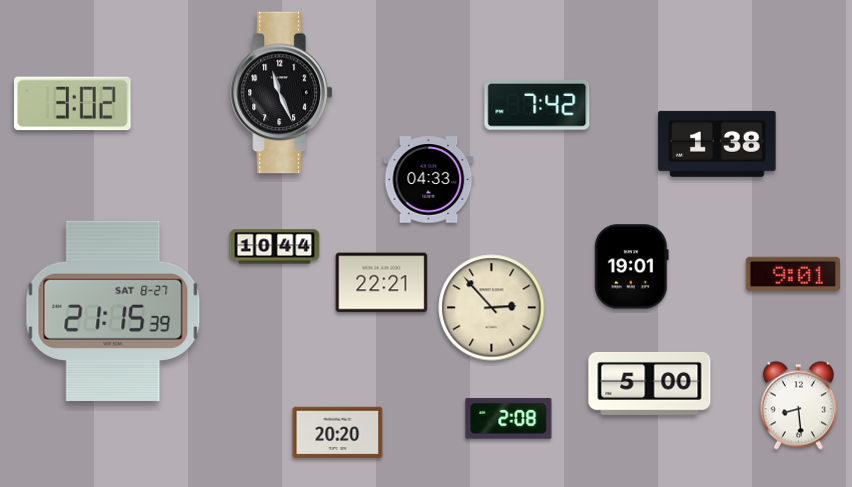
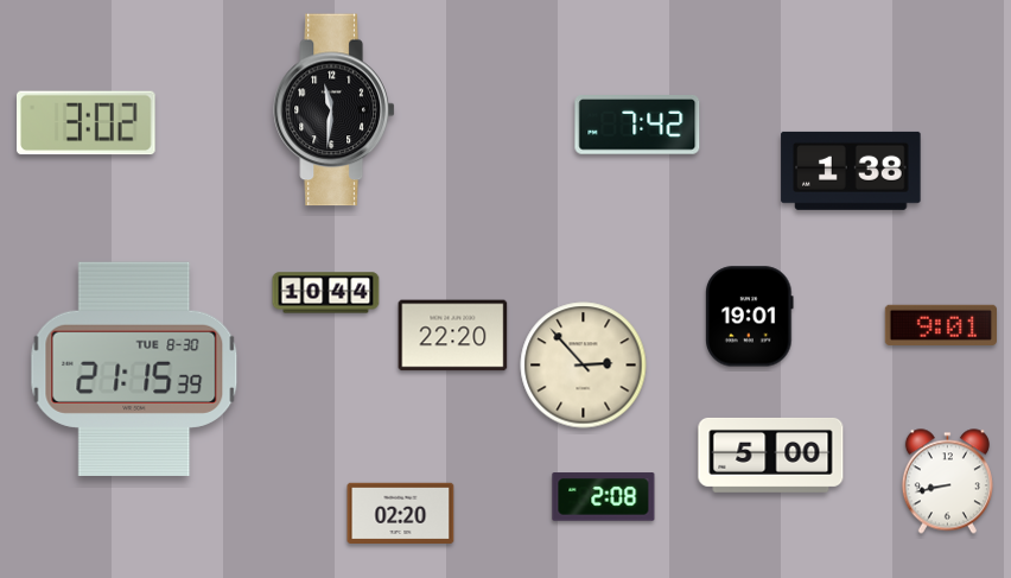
clock at (282, 93): 11:26 -> 11:31
clock at (429, 180): 04:33 -> none
clock at (382, 283): 22:21 -> 22:20
clock at (113, 310) date: SAT 8-27 -> TUE 8-30
clock at (798, 406): 8:29 -> 8:43
clock at (338, 433): 20:20 -> 02:20
